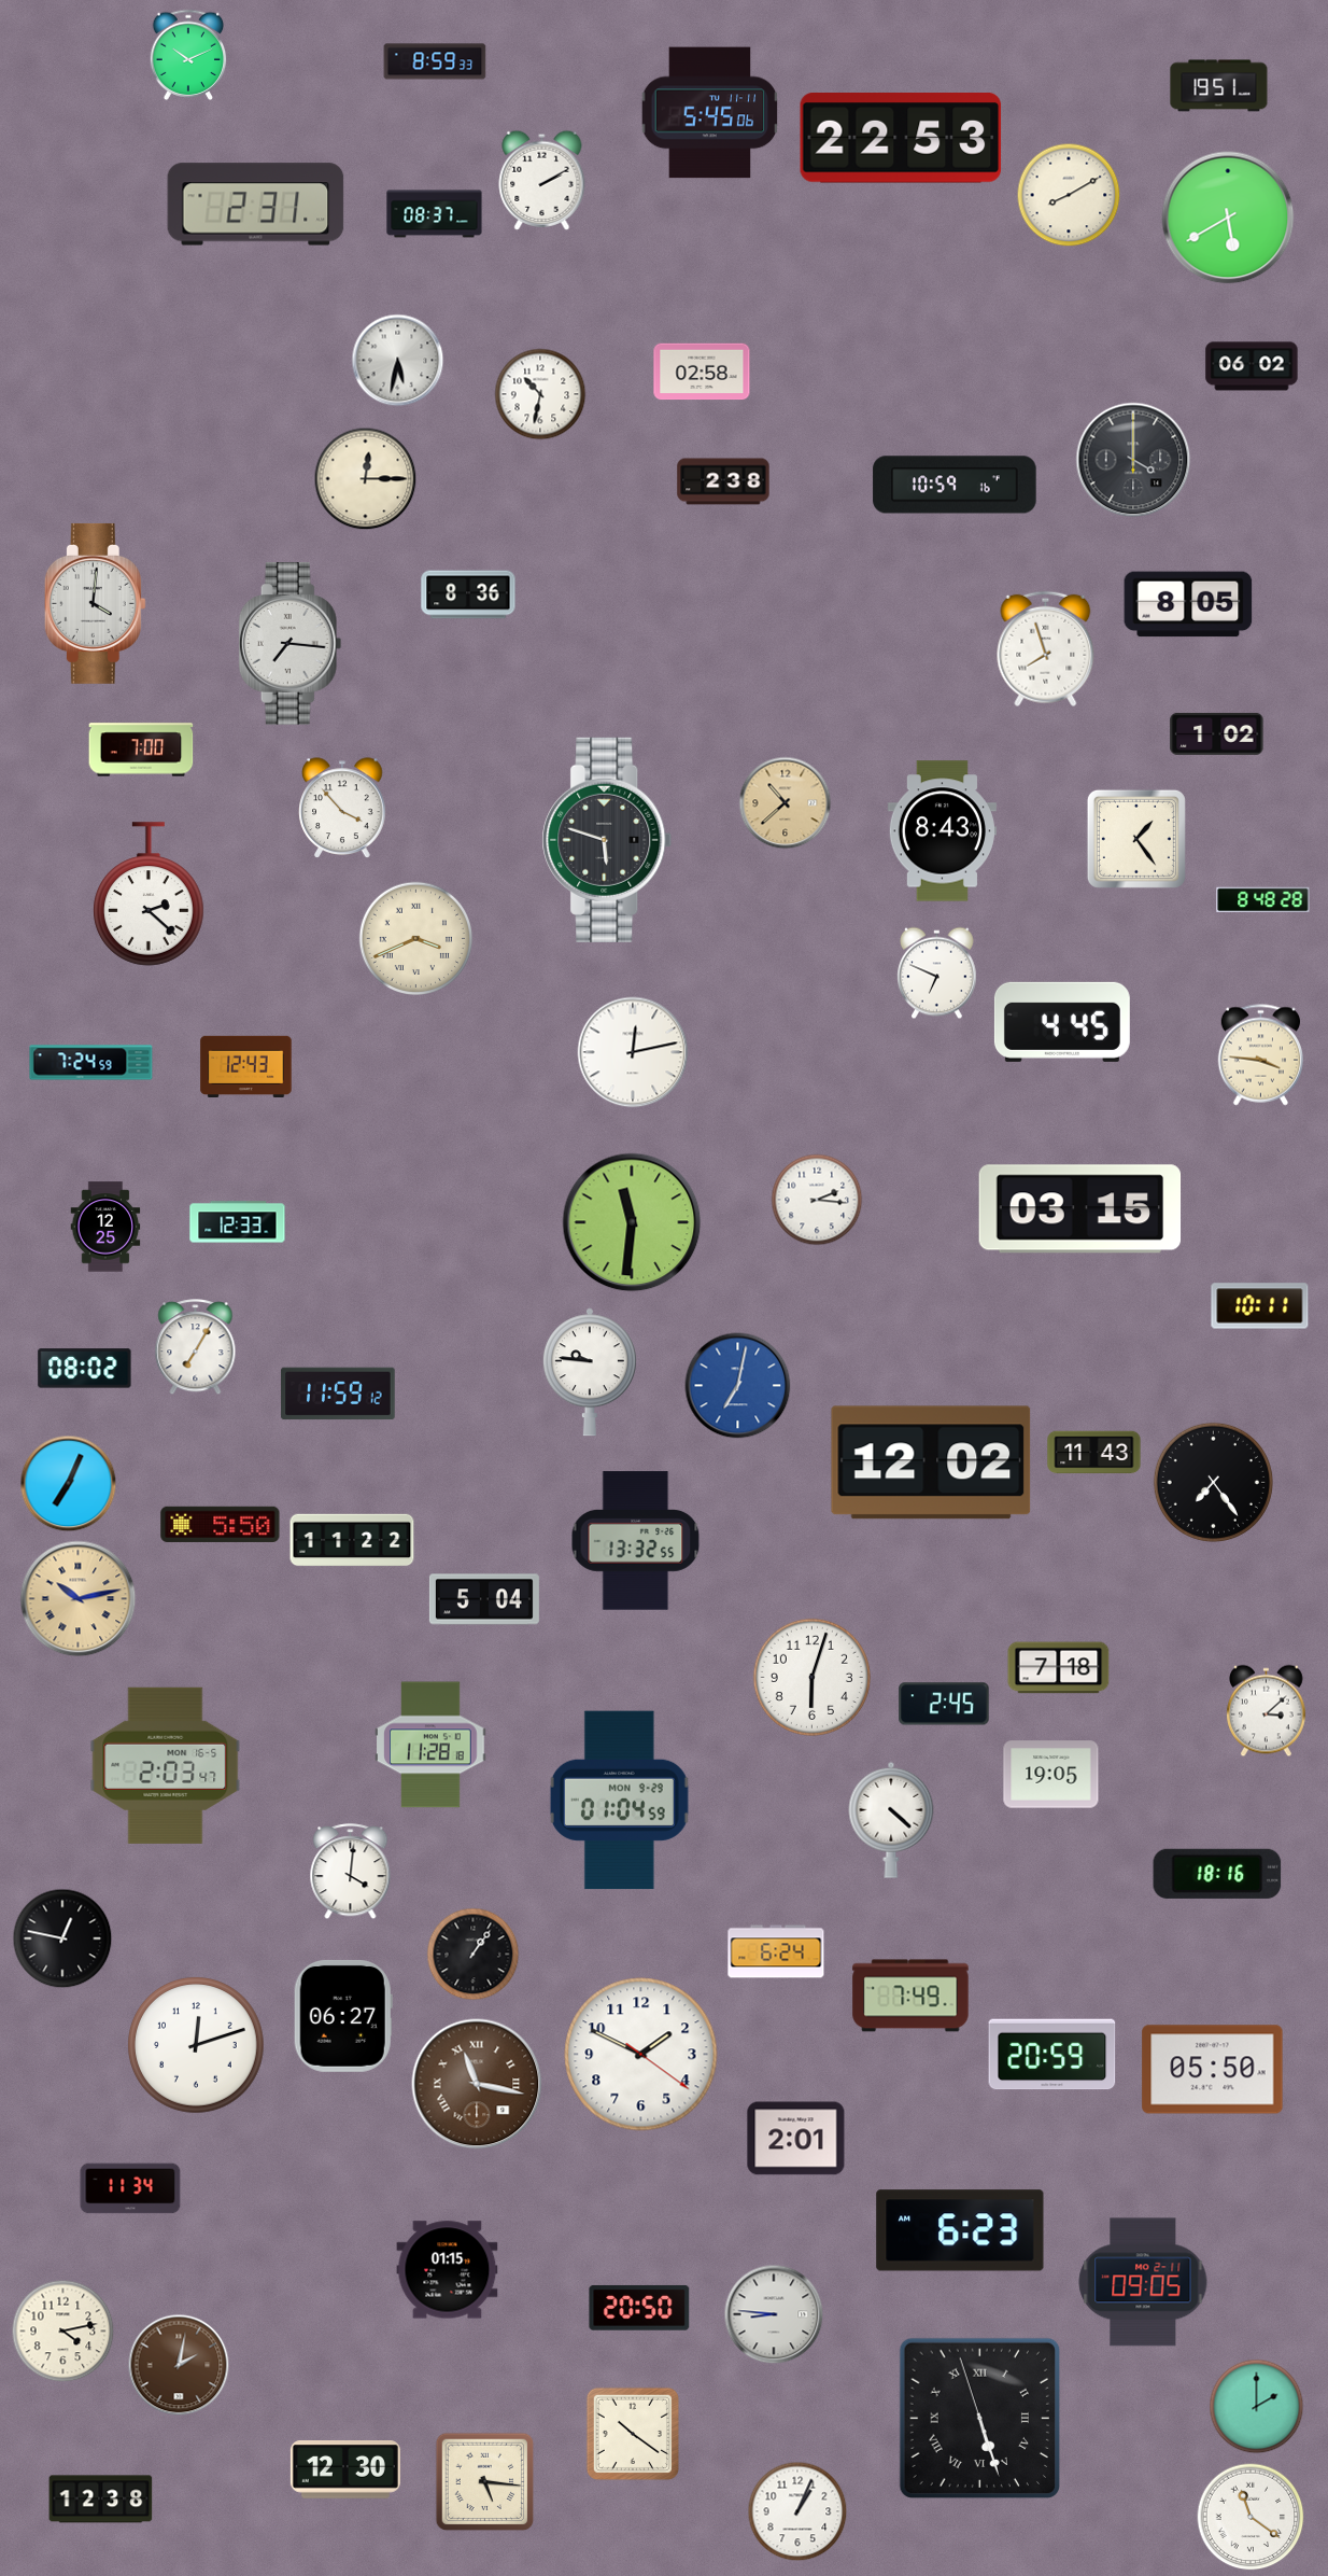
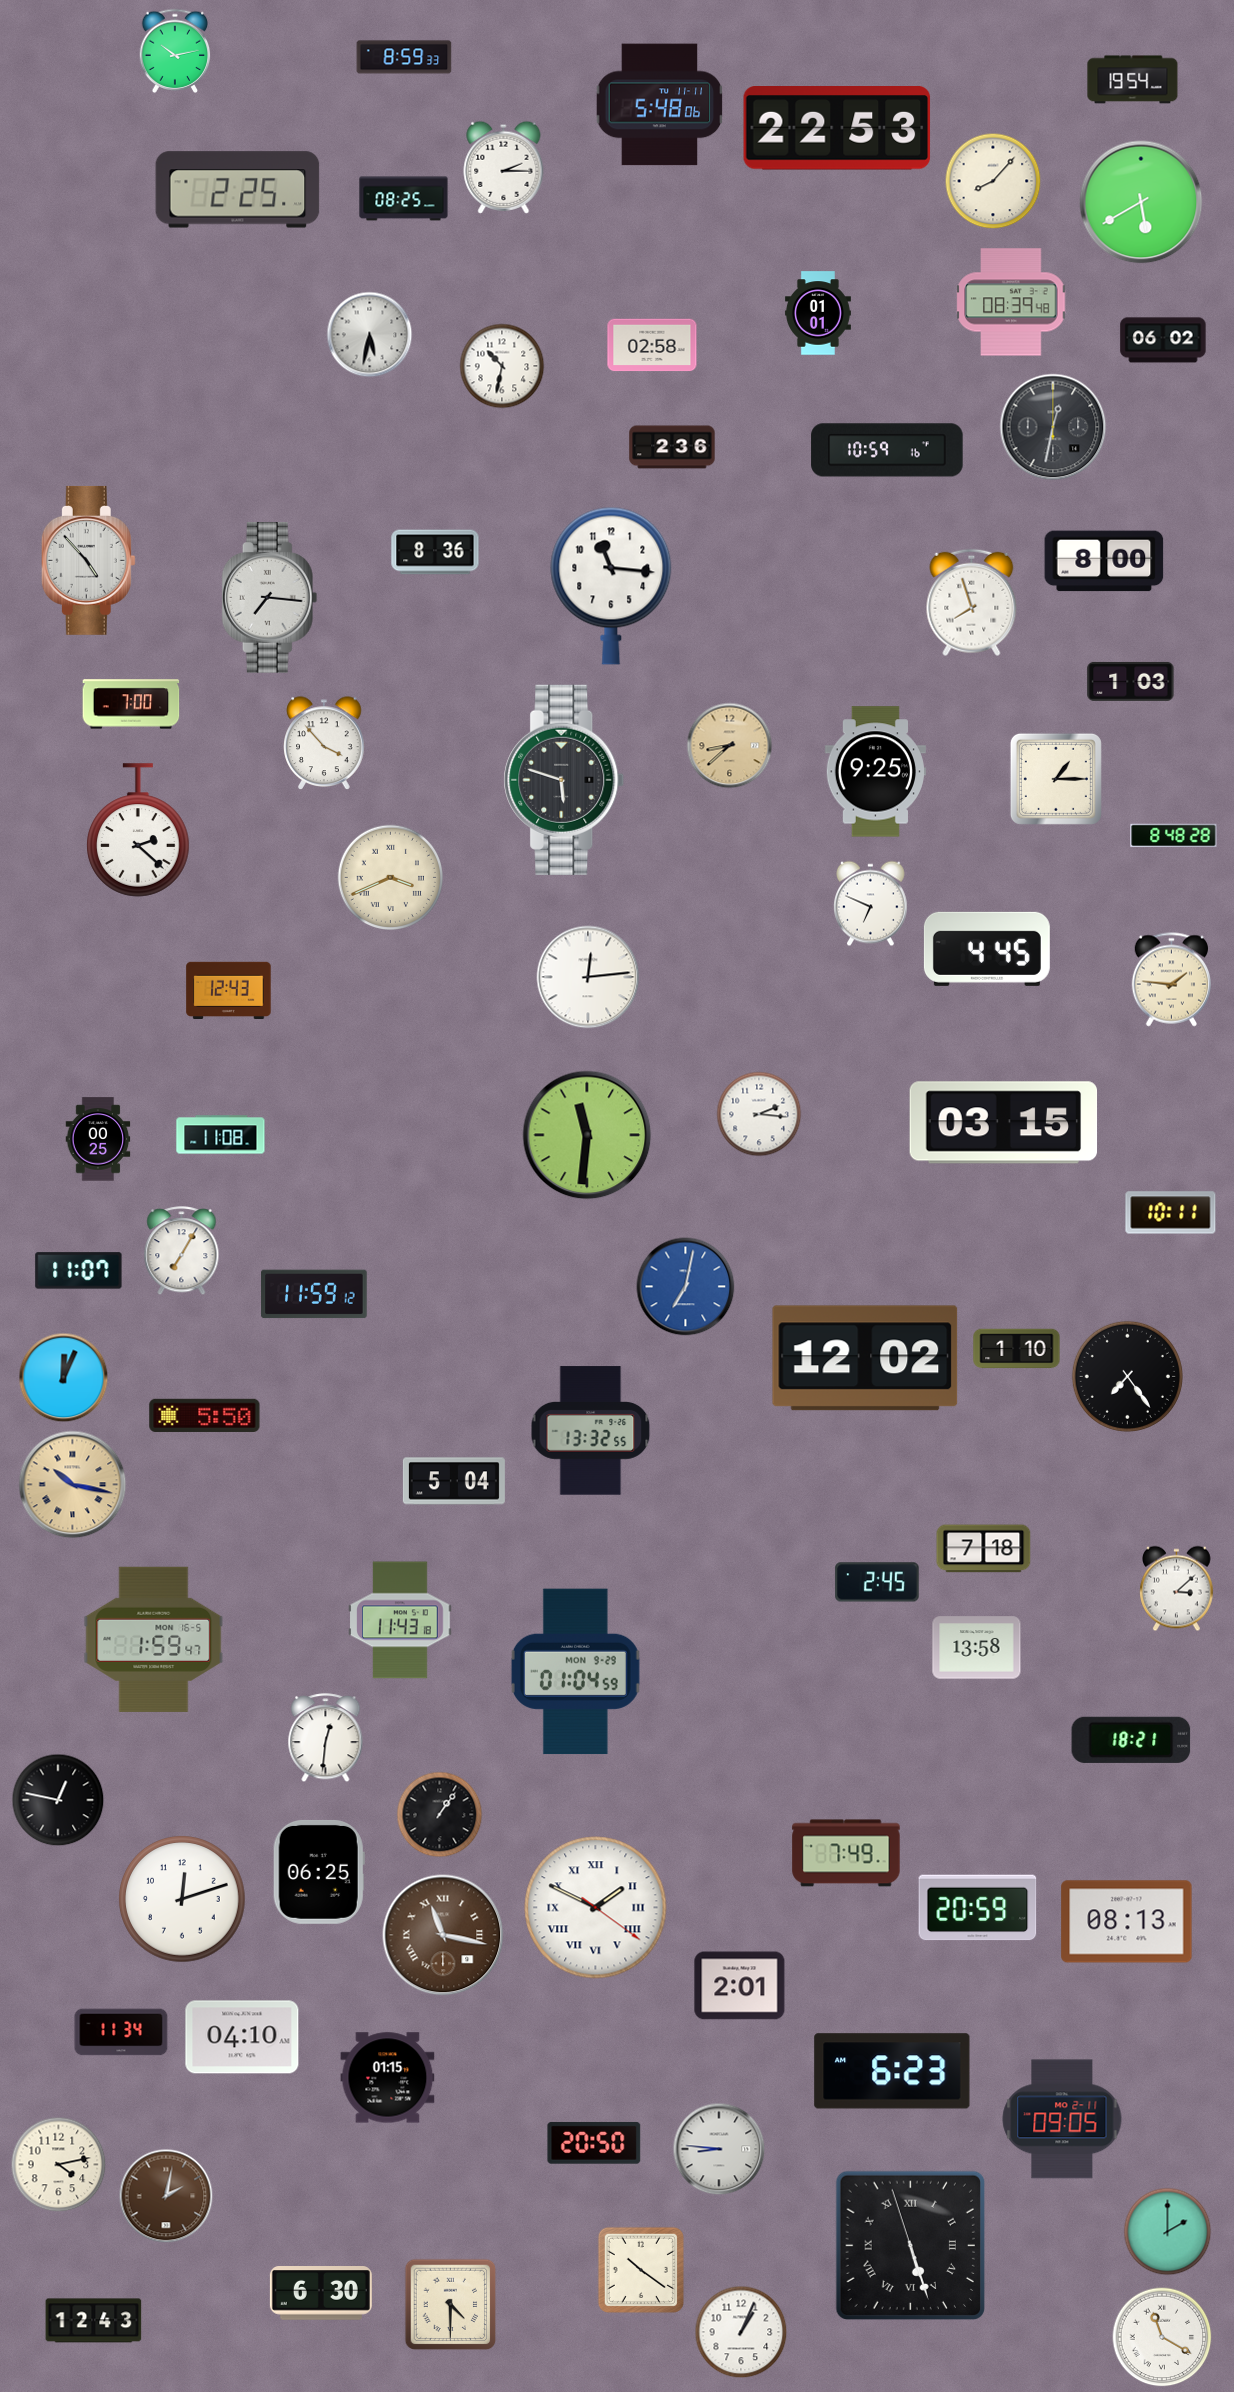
clock at (188, 55): 10:11 -> 10:13
clock at (1219, 86): 19:51 -> 19:54
clock at (710, 113): 5:45 -> 5:48
clock at (542, 180): 2:10 -> 2:15
clock at (1069, 195): 8:10 -> 8:07
clock at (256, 205): 2:31 -> 2:25
clock at (435, 214): 08:37 -> 08:25
clock at (1011, 302): none -> 08:39
clock at (818, 313): none -> 01:01
clock at (1133, 460): 4:00 -> 12:32
clock at (366, 479): 12:15 -> none
clock at (723, 481): 2:38 -> 2:36
clock at (95, 603): 4:01 -> 4:53
clock at (1188, 604): 8:05 -> 8:00
clock at (611, 586): none -> 11:16
clock at (1217, 733): 1:02 -> 1:03
clock at (141, 750) position: (141, 750) -> (131, 704)
clock at (786, 803): 10:38 -> 8:38
clock at (342, 808) position: (342, 808) -> (324, 743)
clock at (942, 831): 8:43 -> 9:25
clock at (1136, 839): 1:24 -> 1:15
clock at (415, 939) position: (415, 939) -> (390, 878)
clock at (633, 1052): 12:13 -> 12:14
clock at (1260, 1055): 3:46 -> 1:46
clock at (91, 1063): 7:24 -> none
clock at (238, 1222): 12:33 -> 11:08
clock at (105, 1227): 12:25 -> 00:25
clock at (85, 1369): 08:02 -> 11:07
clock at (590, 1372): 9:46 -> none
clock at (1094, 1453): 11:43 -> 1:10
clock at (69, 1484): 7:04 -> 12:04
clock at (352, 1540): 11:22 -> none
clock at (79, 1599): 10:13 -> 10:17
clock at (484, 1599) position: (484, 1599) -> (454, 1481)
clock at (811, 1677): 6:03 -> none
clock at (430, 1745): 11:28 -> 11:43
clock at (166, 1765): 2:03 -> 1:59
clock at (1051, 1775): 19:05 -> 13:58
clock at (891, 1820): 4:22 -> none
clock at (351, 1872): 4:01 -> 12:31
clock at (1217, 1874): 18:16 -> 18:21
clock at (776, 1951): 6:24 -> none
clock at (343, 2016): 06:27 -> 06:25
clock at (641, 2055) numerals: Arabic -> Roman
clock at (1213, 2070): 05:50 -> 08:13
clock at (242, 2037): none -> 04:10
clock at (448, 2270) position: (448, 2270) -> (388, 2078)
clock at (1257, 2407) position: (1257, 2407) -> (1168, 2232)
clock at (633, 2434) position: (633, 2434) -> (641, 2270)
clock at (345, 2470): 12:30 -> 6:30
clock at (485, 2482): 5:16 -> 4:30
clock at (101, 2500): 12:38 -> 12:43
clock at (1251, 2517): 11:21 -> 11:20
